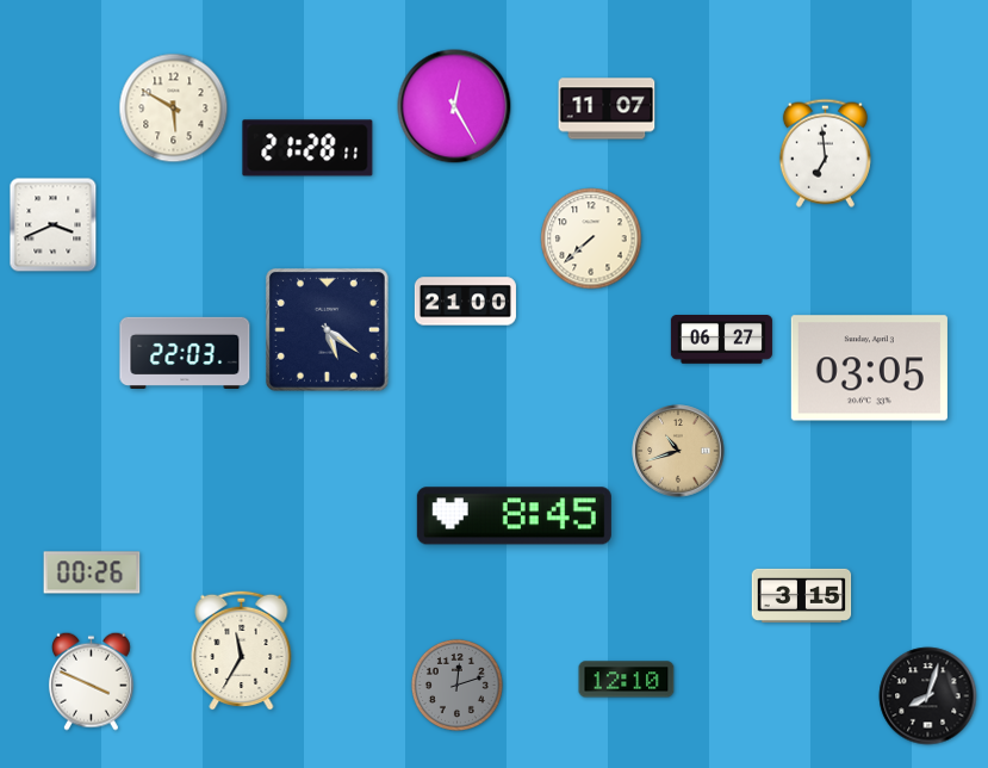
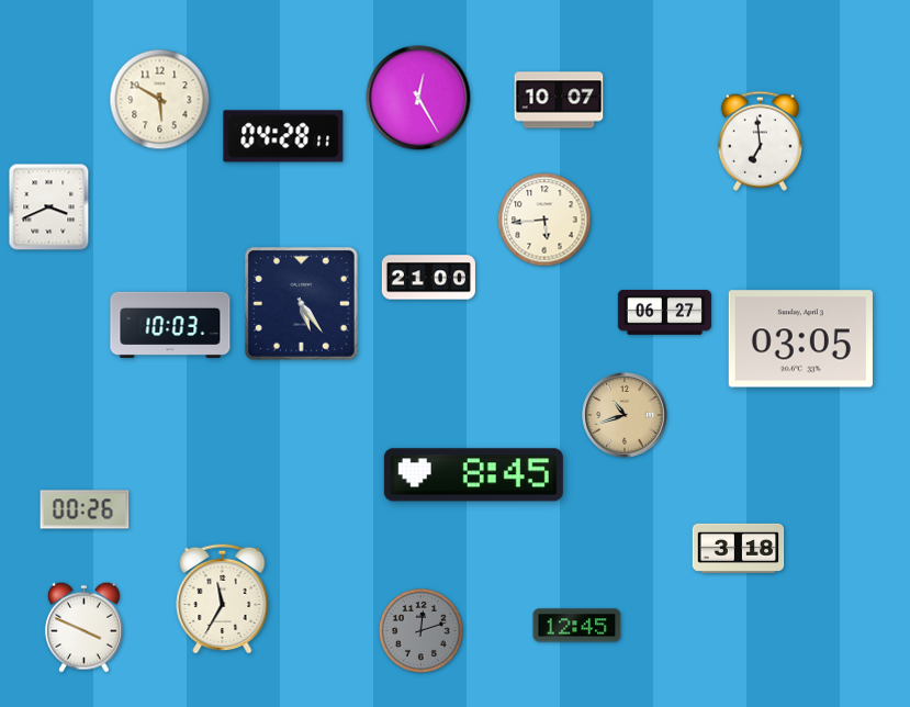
clock at (607, 109): 11:07 -> 10:07
clock at (307, 148): 21:28 -> 04:28
clock at (591, 239): 7:38 -> 5:44
clock at (327, 329): 5:21 -> 5:24
clock at (185, 353): 22:03 -> 10:03
clock at (92, 572) position: (92, 572) -> (85, 509)
clock at (802, 595): 3:15 -> 3:18
clock at (627, 680): 12:10 -> 12:45
clock at (928, 696): 8:03 -> none
